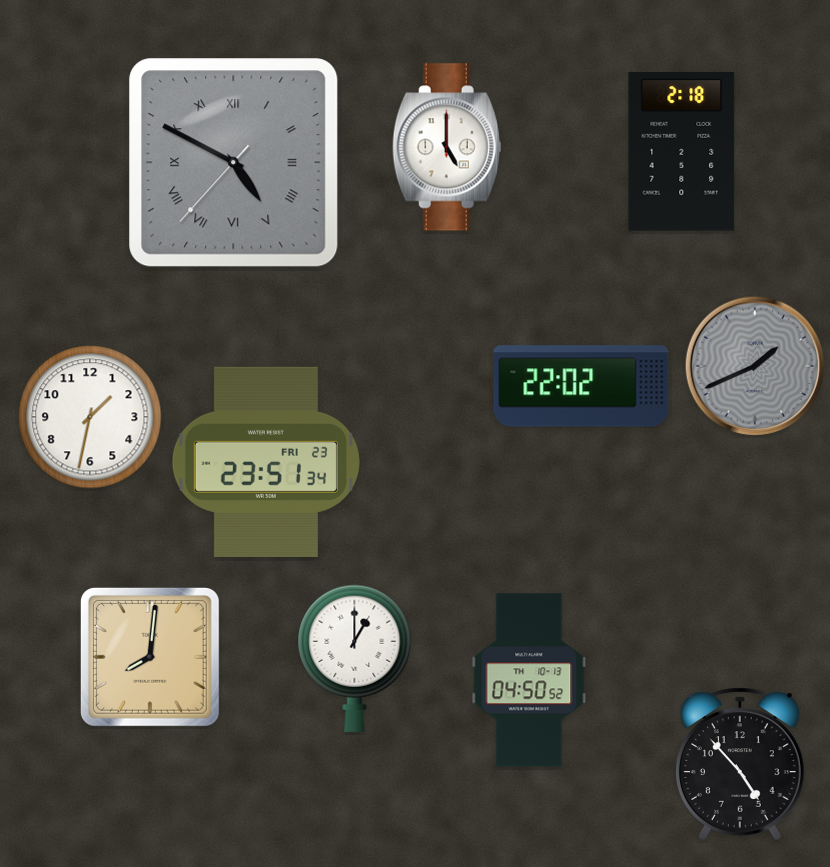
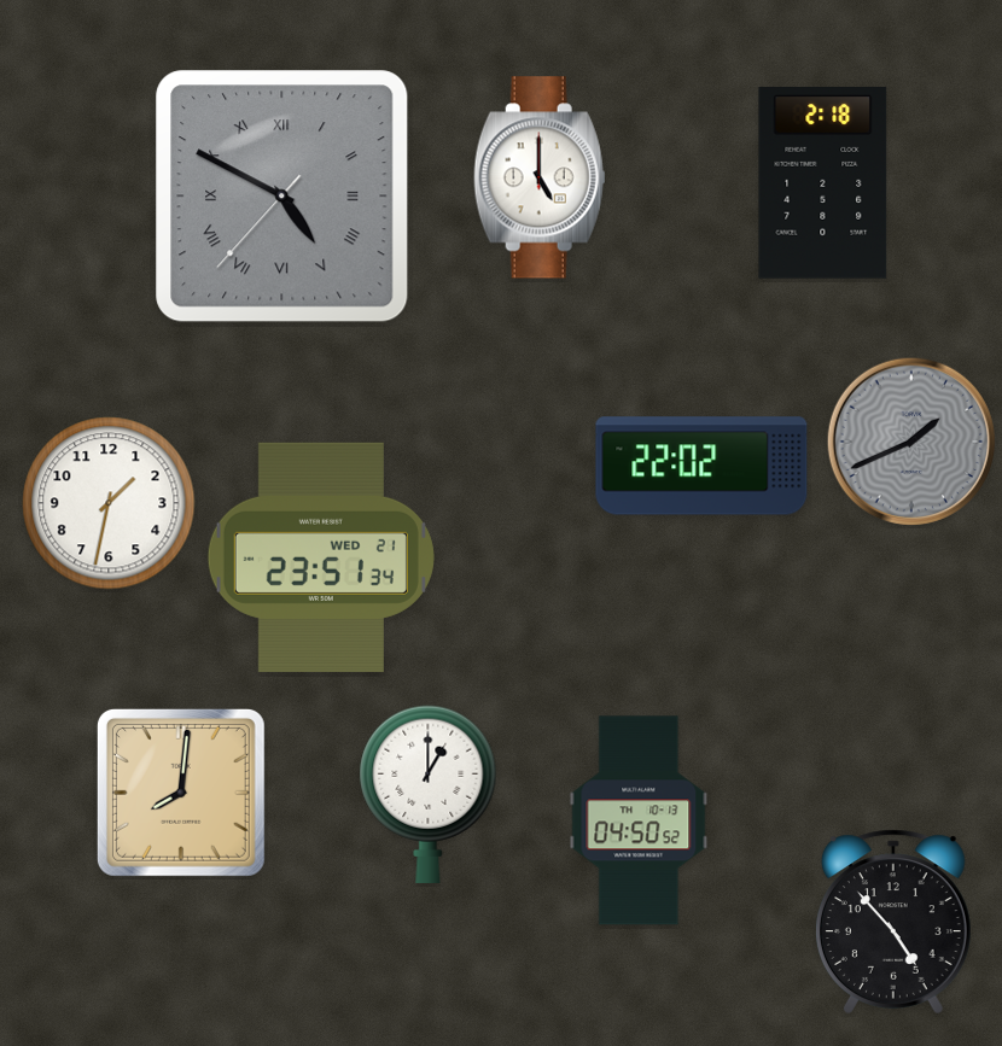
clock at (266, 462) date: FRI 23 -> WED 21
